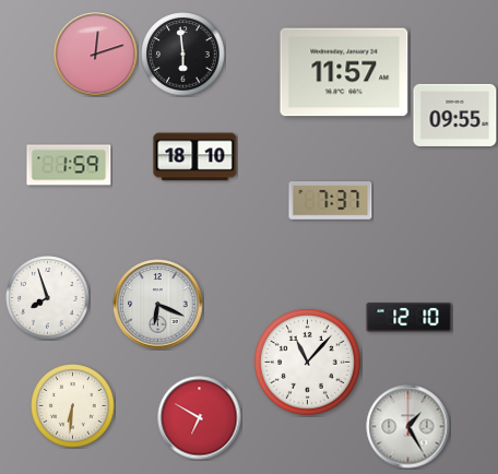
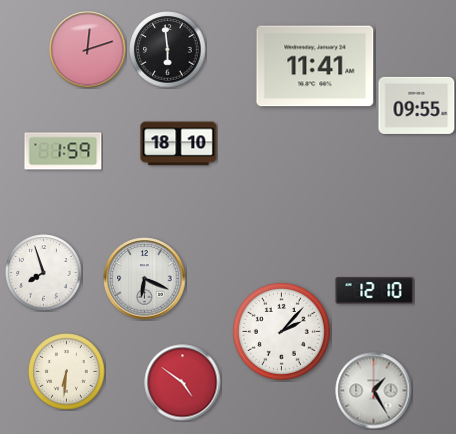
clock at (344, 72): 11:57 -> 11:41
clock at (331, 201): 7:37 -> none
clock at (307, 362): 11:07 -> 2:07
clock at (200, 418): 6:50 -> 4:51
